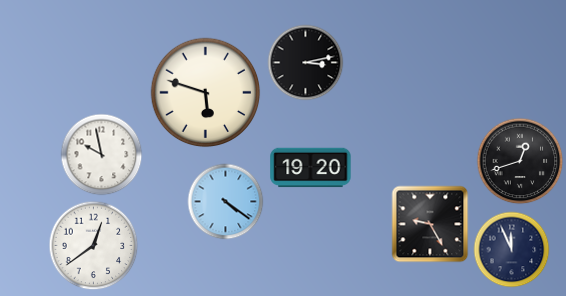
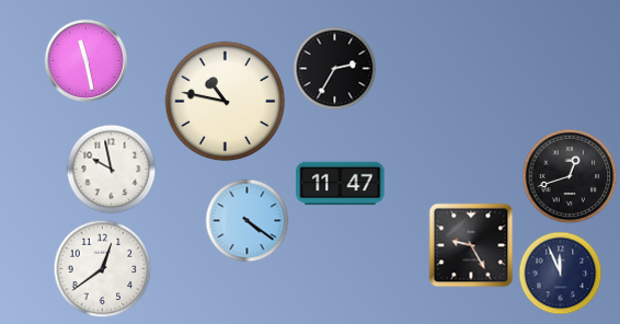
clock at (87, 61): none -> 11:28
clock at (306, 63): 3:13 -> 2:35
clock at (206, 93): 5:48 -> 10:47
clock at (311, 168): 19:20 -> 11:47
